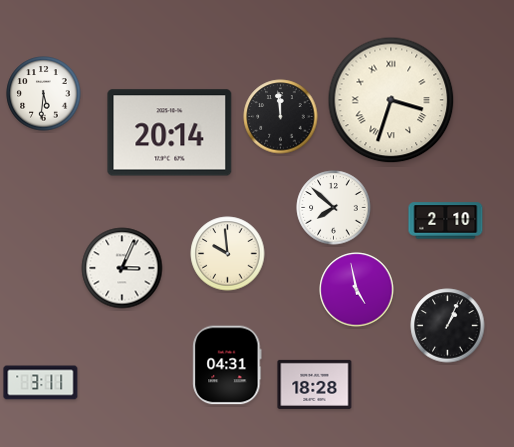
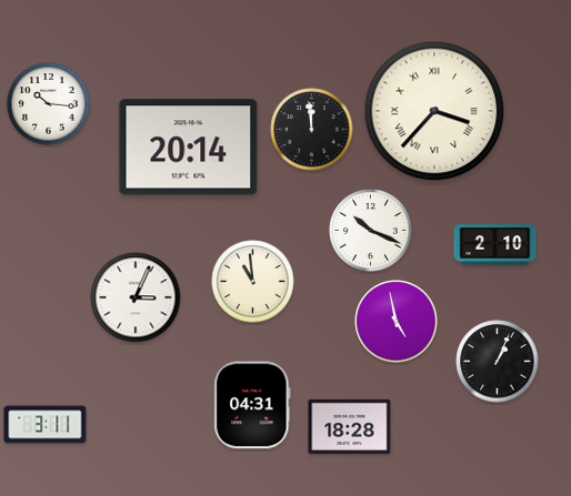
clock at (44, 94): 5:31 -> 10:16
clock at (391, 100): 3:33 -> 3:37
clock at (334, 208): 7:52 -> 10:19
clock at (228, 254): 9:59 -> 10:59
